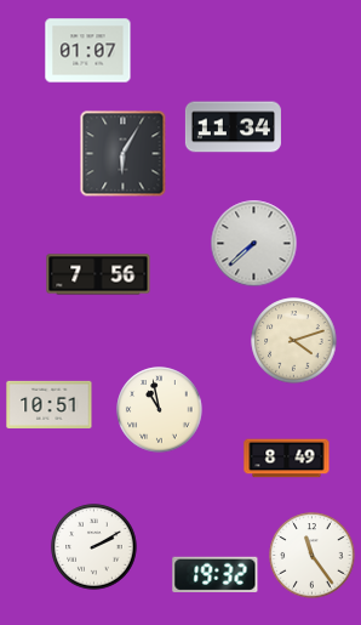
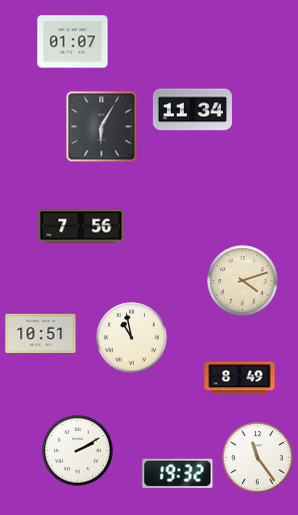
clock at (233, 127) position: (233, 127) -> (192, 110)
clock at (254, 244): 7:38 -> none
clock at (287, 459) position: (287, 459) -> (240, 378)
